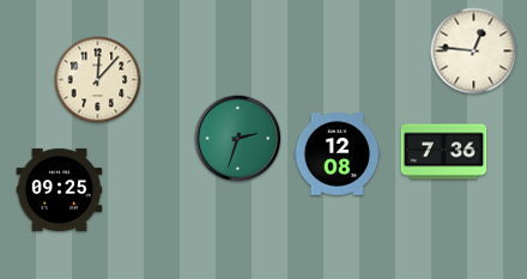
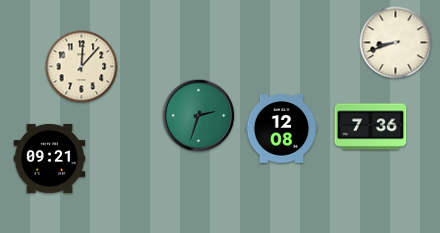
clock at (474, 51): 12:46 -> 8:42
clock at (60, 189): 09:25 -> 09:21
